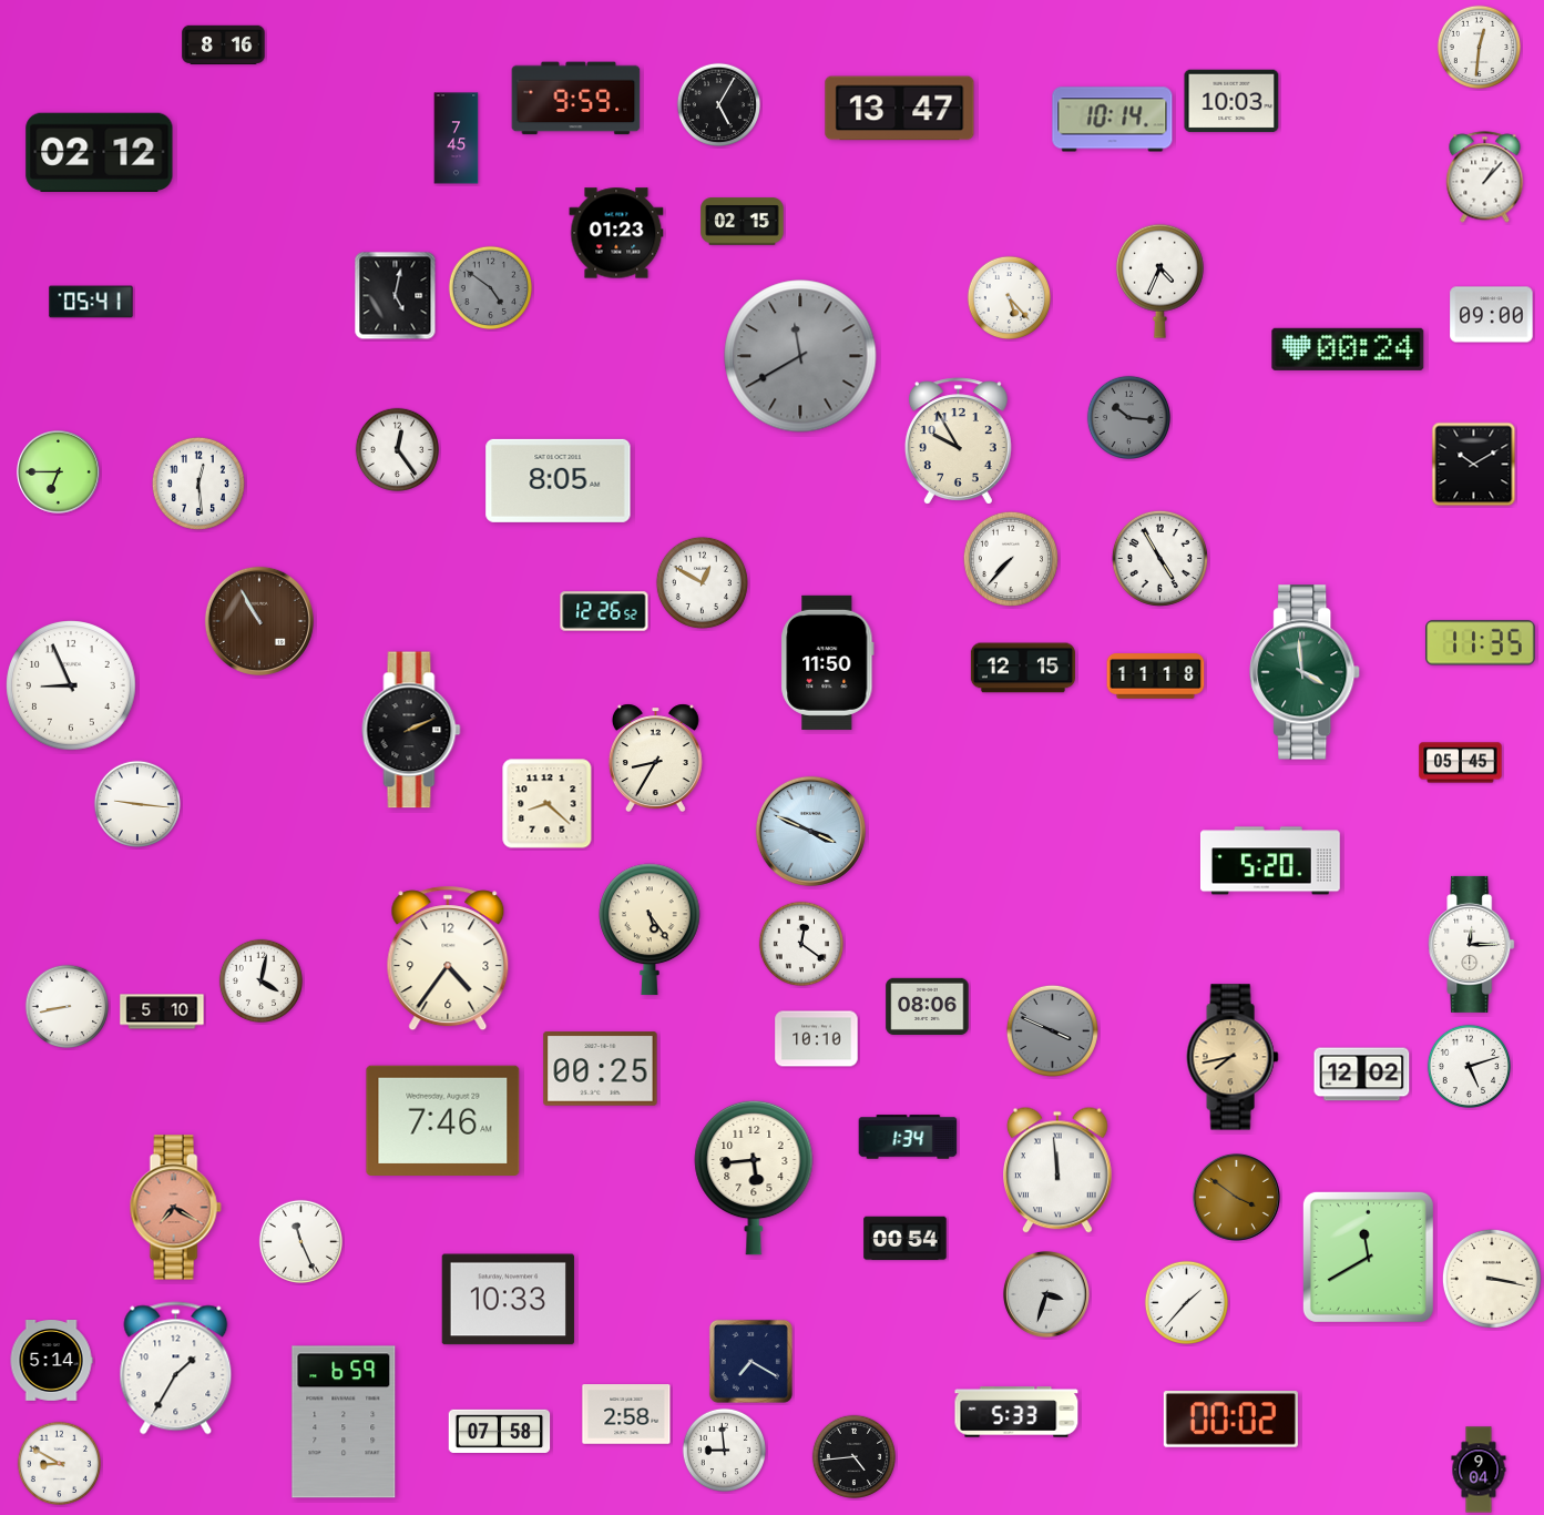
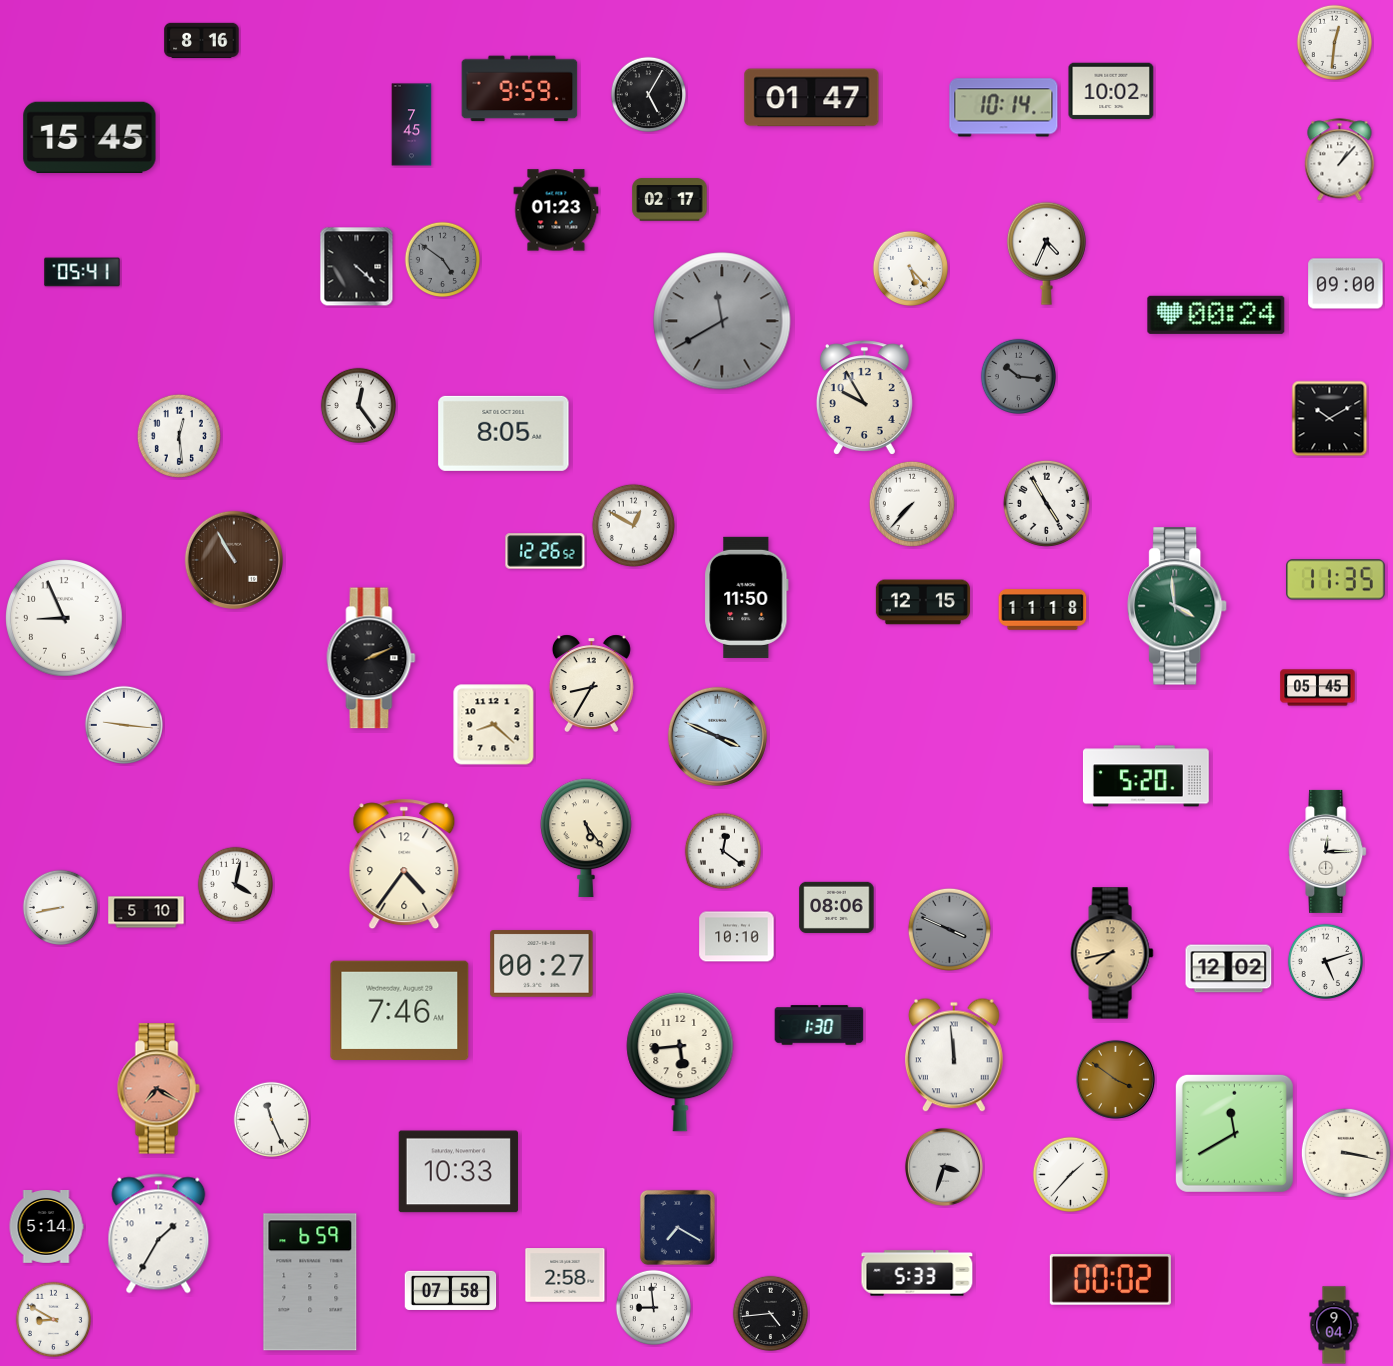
clock at (1231, 101): 10:03 -> 10:02
clock at (900, 109): 13:47 -> 01:47
clock at (100, 152): 02:12 -> 15:45
clock at (743, 222): 02:15 -> 02:17
clock at (396, 296): 5:02 -> 4:22
clock at (59, 472): 6:45 -> none
clock at (810, 831) position: (810, 831) -> (717, 736)
clock at (601, 1069): 00:25 -> 00:27
clock at (908, 1137): 1:34 -> 1:30
clock at (906, 1239): 00:54 -> none
